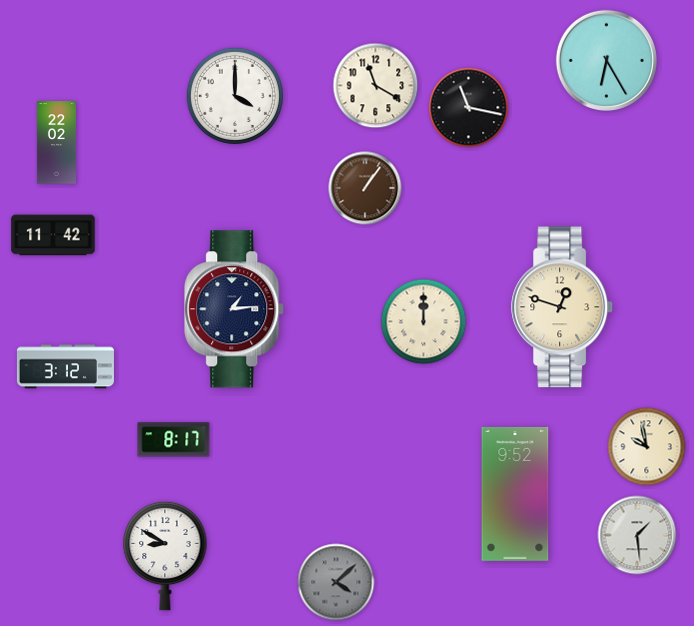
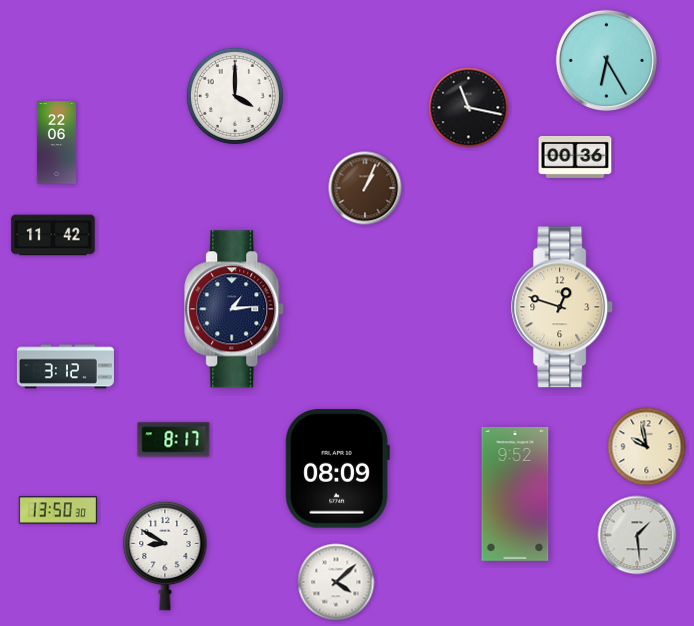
clock at (376, 86): 11:20 -> none
clock at (56, 143): 22:02 -> 22:06
clock at (575, 157): none -> 00:36
clock at (365, 188): 1:06 -> 1:04
clock at (424, 322): 12:00 -> none
clock at (337, 469): none -> 08:09
clock at (57, 510): none -> 13:50
clock at (336, 582) dial: grey -> white
